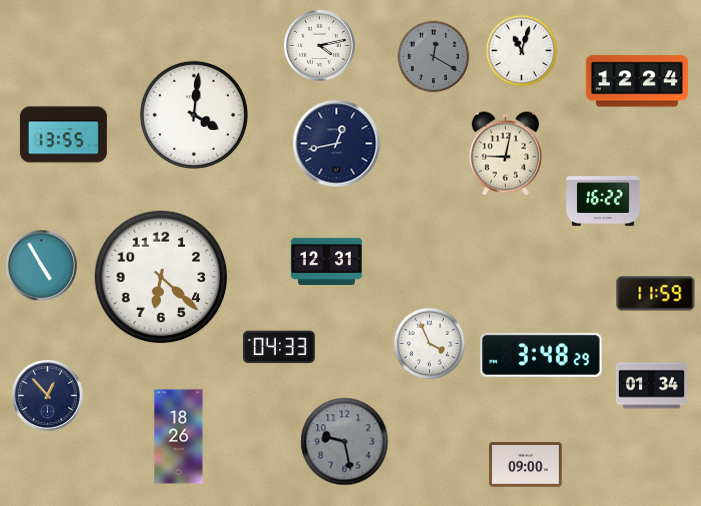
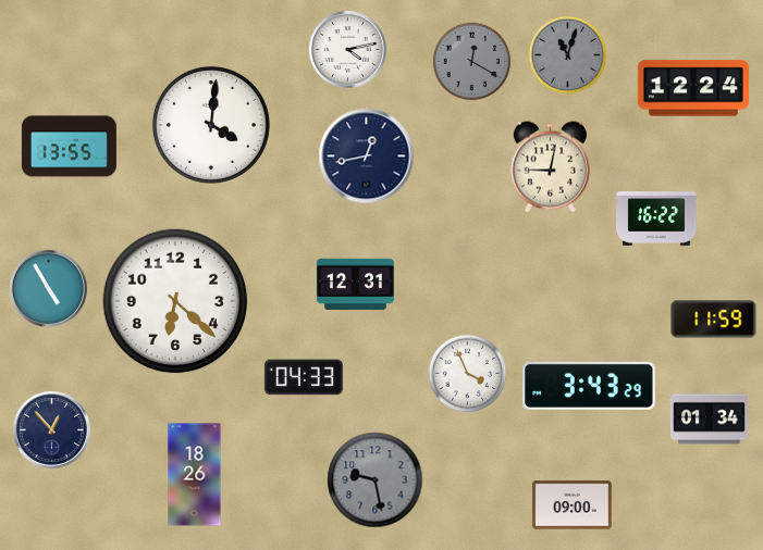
clock at (522, 51) dial: white -> grey
clock at (41, 265) position: (41, 265) -> (48, 288)
clock at (541, 355): 3:48 -> 3:43
